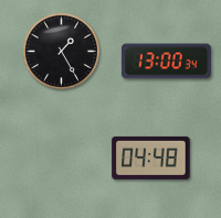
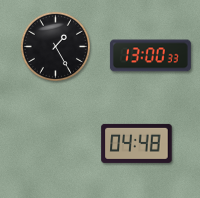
clock at (166, 62): 13:00:34 -> 13:00:33
